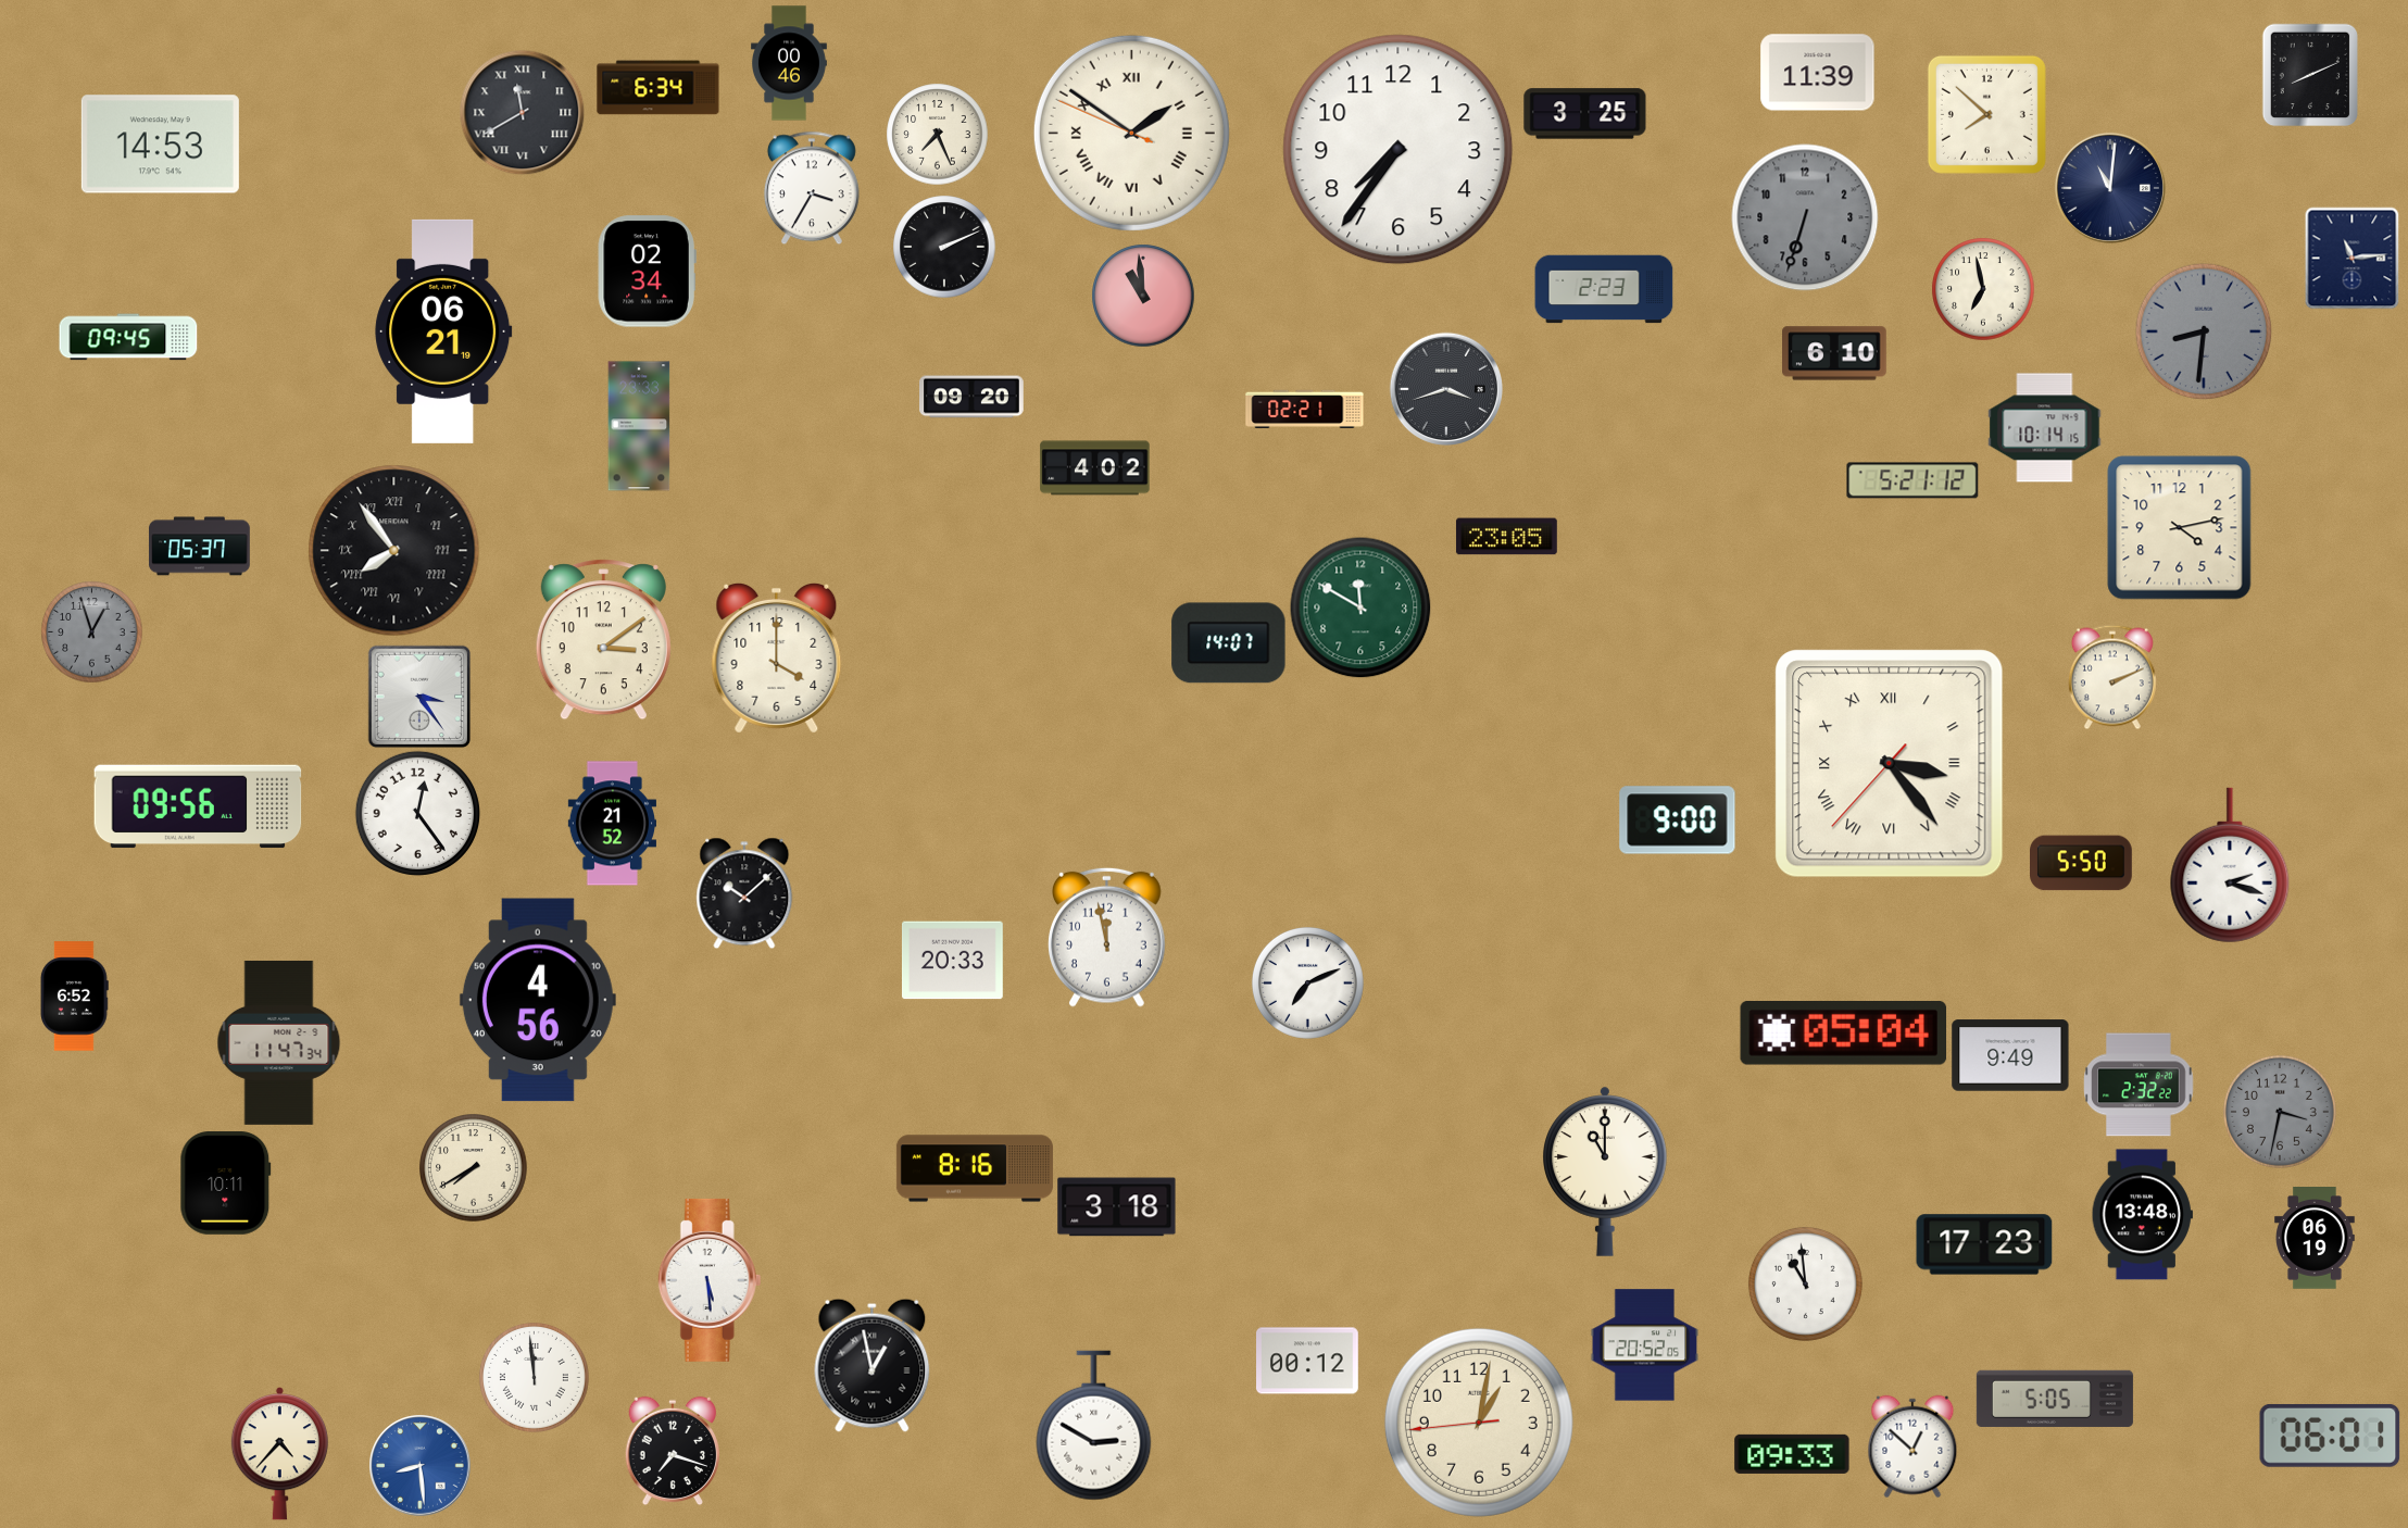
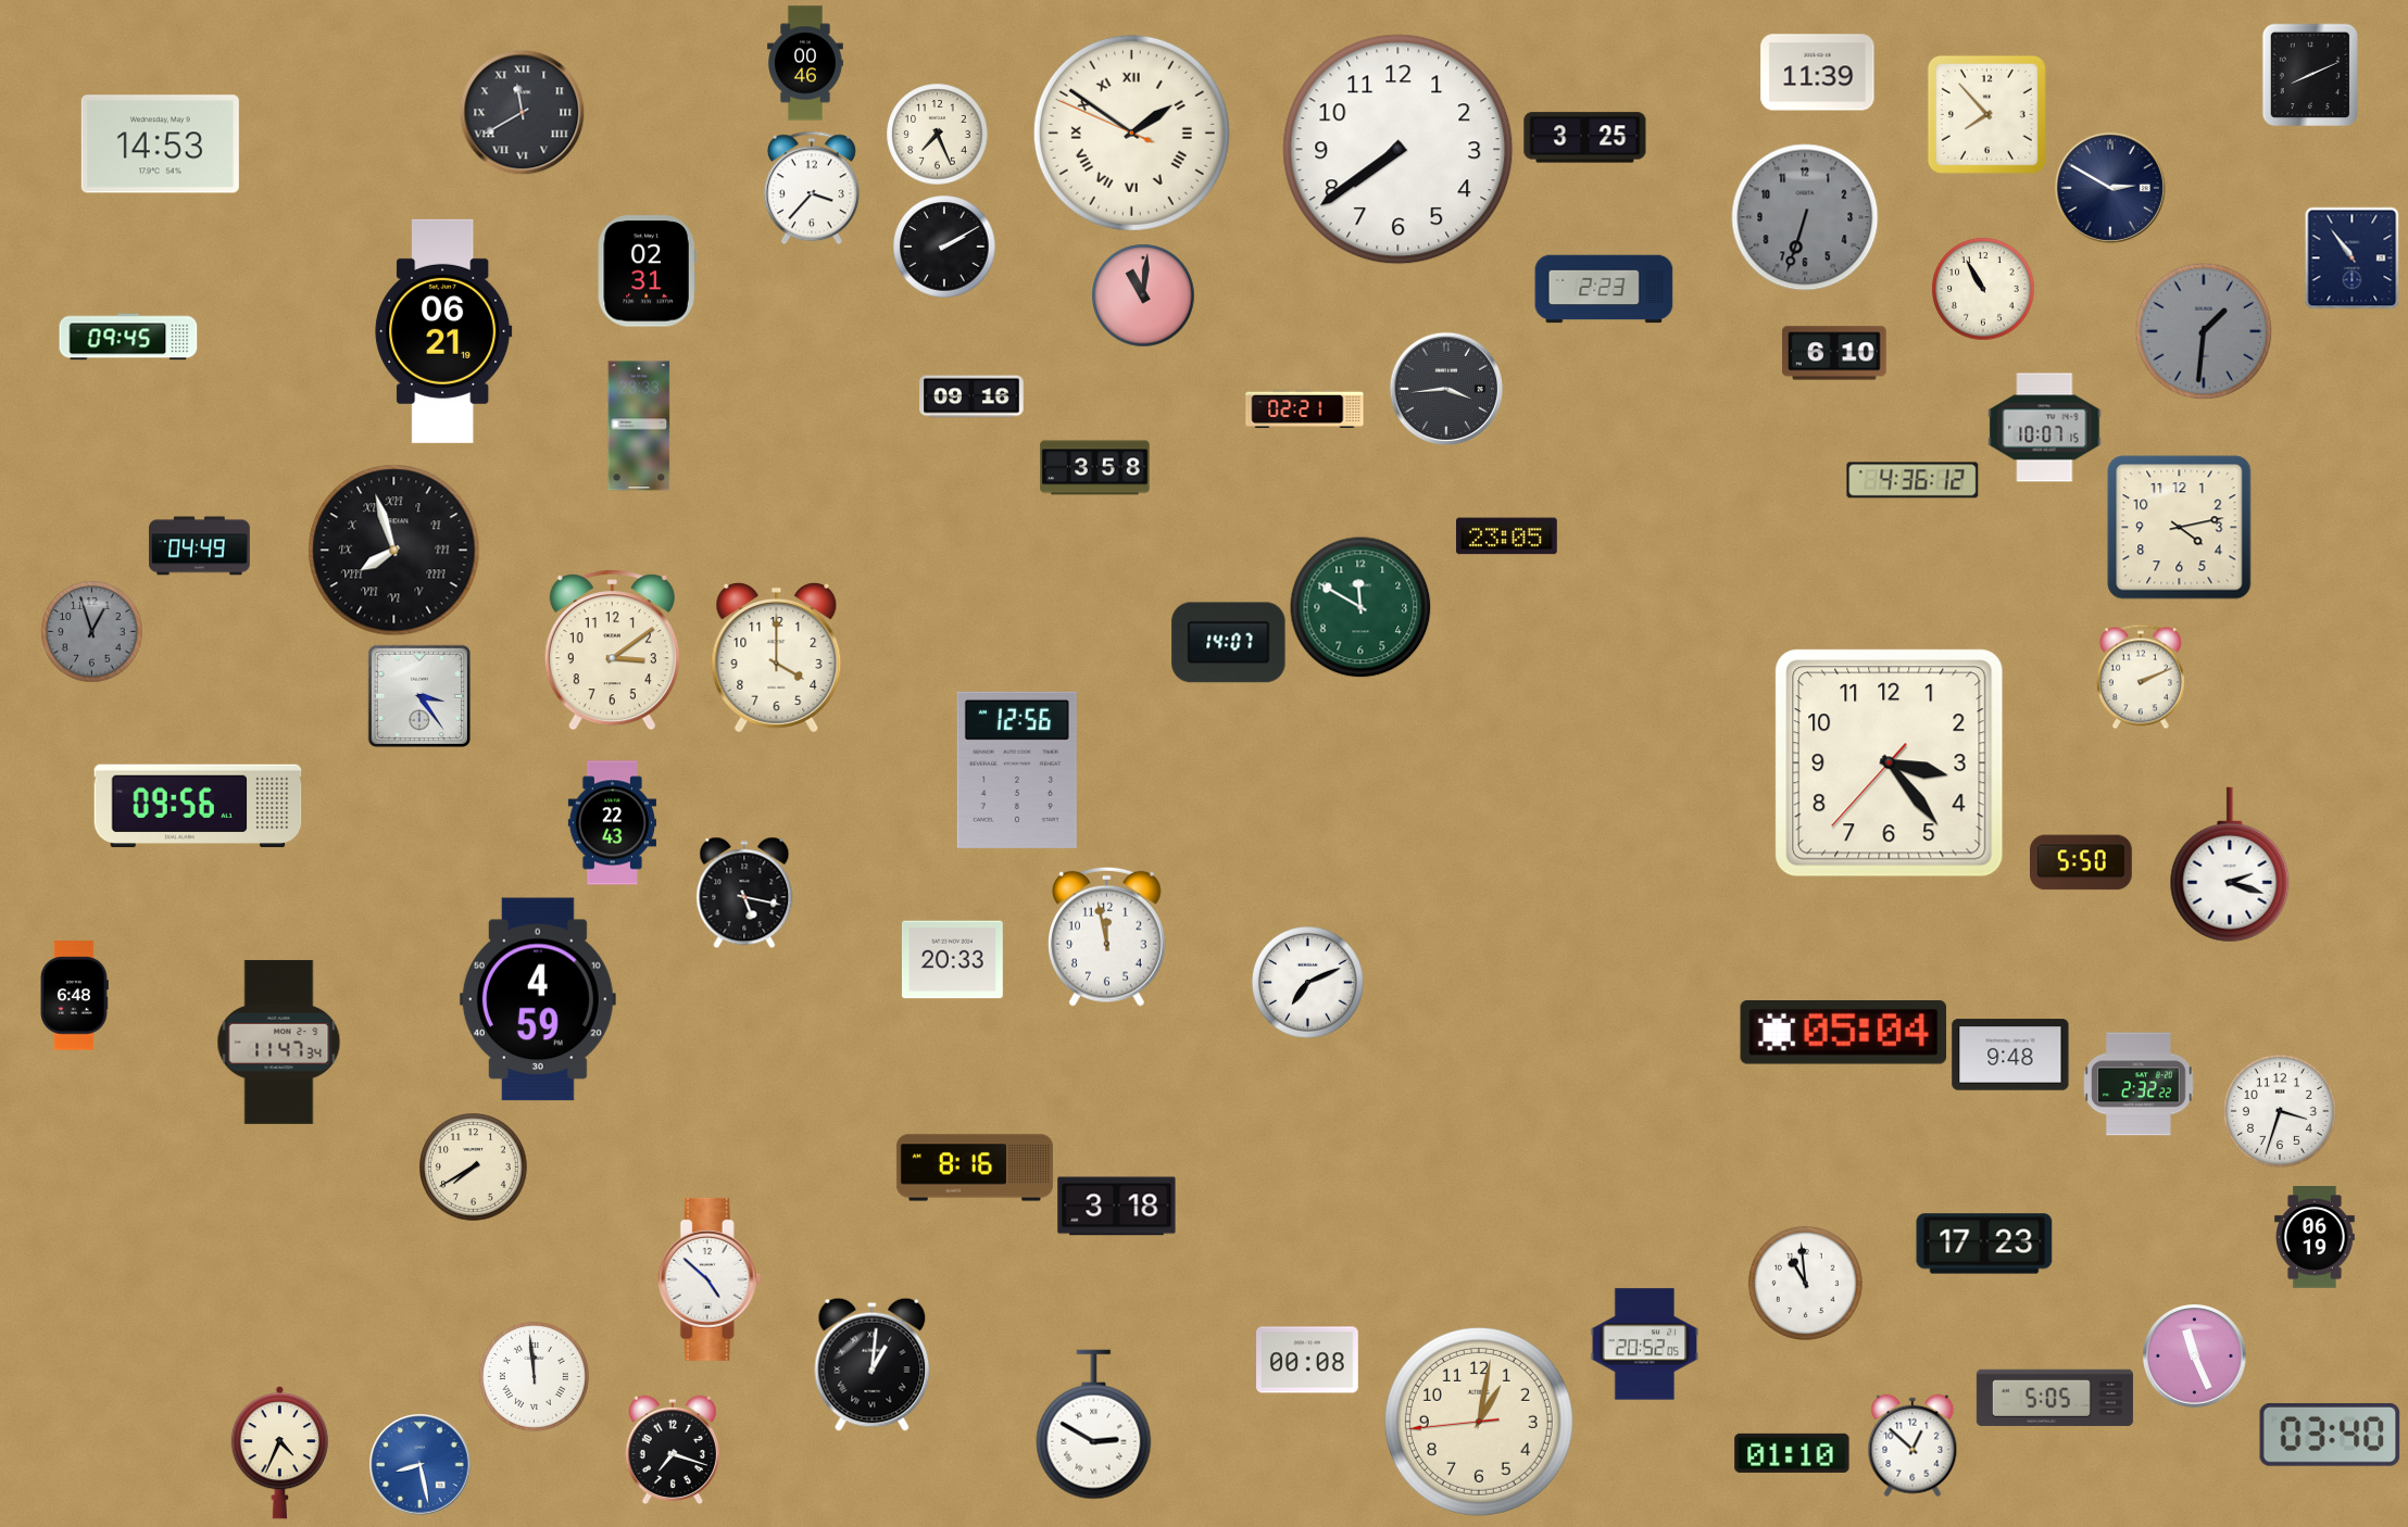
clock at (790, 63) position: (790, 63) -> (806, 63)
clock at (659, 88): 6:34 -> none
clock at (1585, 114) position: (1585, 114) -> (1585, 138)
clock at (1986, 114): 7:52 -> 7:53
clock at (1399, 150): 7:36 -> 7:39
clock at (812, 188): 3:35 -> 3:37
clock at (2110, 188): 11:01 -> 2:50
clock at (944, 247): 2:11 -> 2:10
clock at (2353, 258): 11:14 -> 10:54
clock at (647, 272): 02:34 -> 02:31
clock at (1983, 289): 6:58 -> 10:55
clock at (1143, 296): 10:59 -> 11:01
clock at (2204, 331): 8:31 -> 1:31
clock at (1445, 388): 3:42 -> 3:44
clock at (971, 397): 09:20 -> 09:16
clock at (2045, 428): 10:14 -> 10:07
clock at (1095, 468): 4:02 -> 3:58
clock at (1912, 480): 5:21 -> 4:36
clock at (200, 547): 05:37 -> 04:49
clock at (394, 551): 7:54 -> 7:57
clock at (603, 640) position: (603, 640) -> (612, 651)
clock at (2112, 677) position: (2112, 677) -> (2141, 677)
clock at (1890, 764) numerals: Roman -> Arabic
clock at (1017, 770): none -> 12:56
clock at (417, 813): 12:24 -> none
clock at (1678, 821): 9:00 -> none
clock at (612, 824): 21:52 -> 22:43
clock at (744, 893): 10:08 -> 5:17
clock at (75, 997): 6:52 -> 6:48
clock at (538, 1000): 4:56 -> 4:59
clock at (2010, 1055): 9:49 -> 9:48
clock at (2280, 1112): 3:32 -> 3:33
clock at (2280, 1112) dial: grey -> white
clock at (1605, 1172): 11:00 -> none
clock at (226, 1183): 10:11 -> none
clock at (2142, 1215): 13:48 -> none
clock at (710, 1280): 5:29 -> 4:52
clock at (2195, 1356): none -> 11:26
clock at (1308, 1361): 00:12 -> 00:08
clock at (873, 1365): 12:58 -> 1:01
clock at (2330, 1436): 06:01 -> 03:40
clock at (279, 1454): 4:37 -> 4:34
clock at (1792, 1454): 09:33 -> 01:10
clock at (419, 1465): 8:29 -> 8:28
